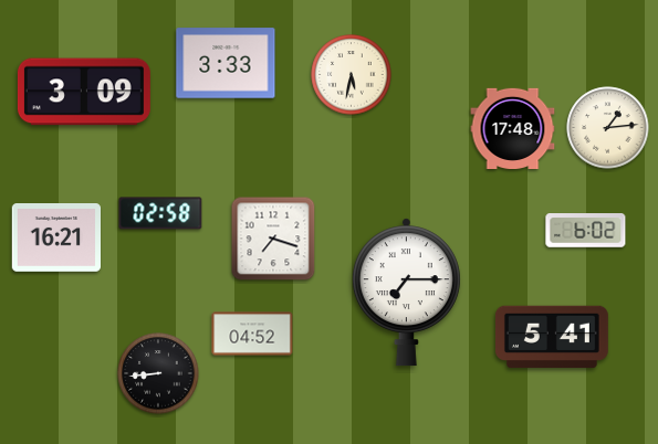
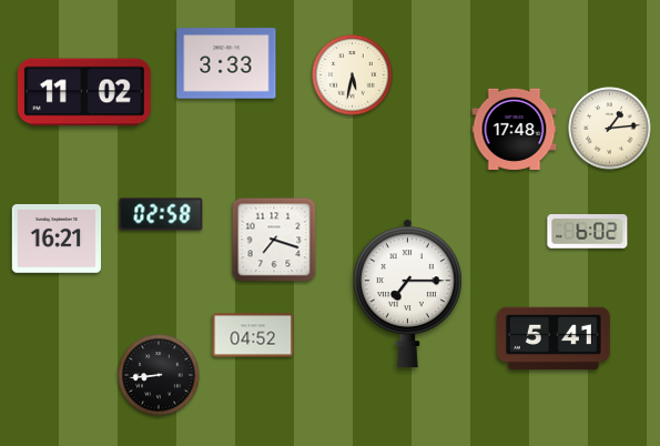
clock at (84, 92): 3:09 -> 11:02
